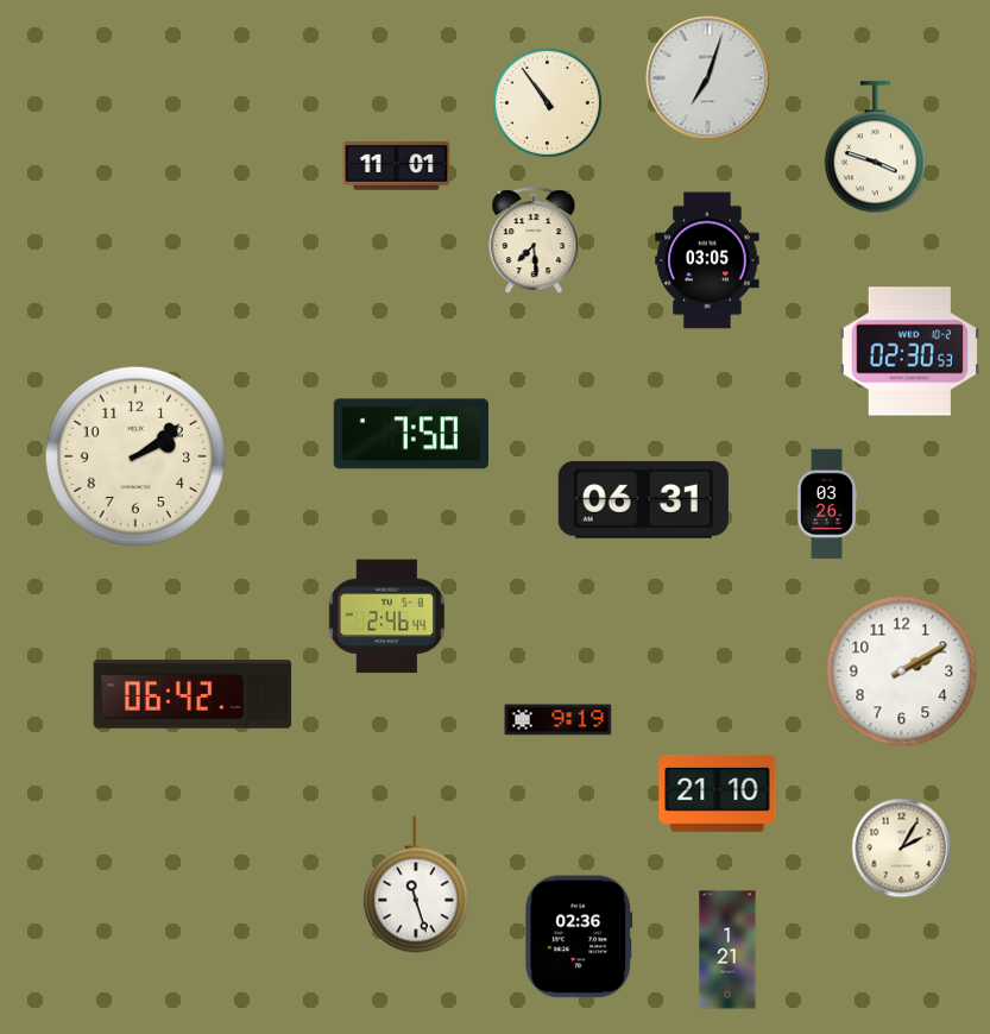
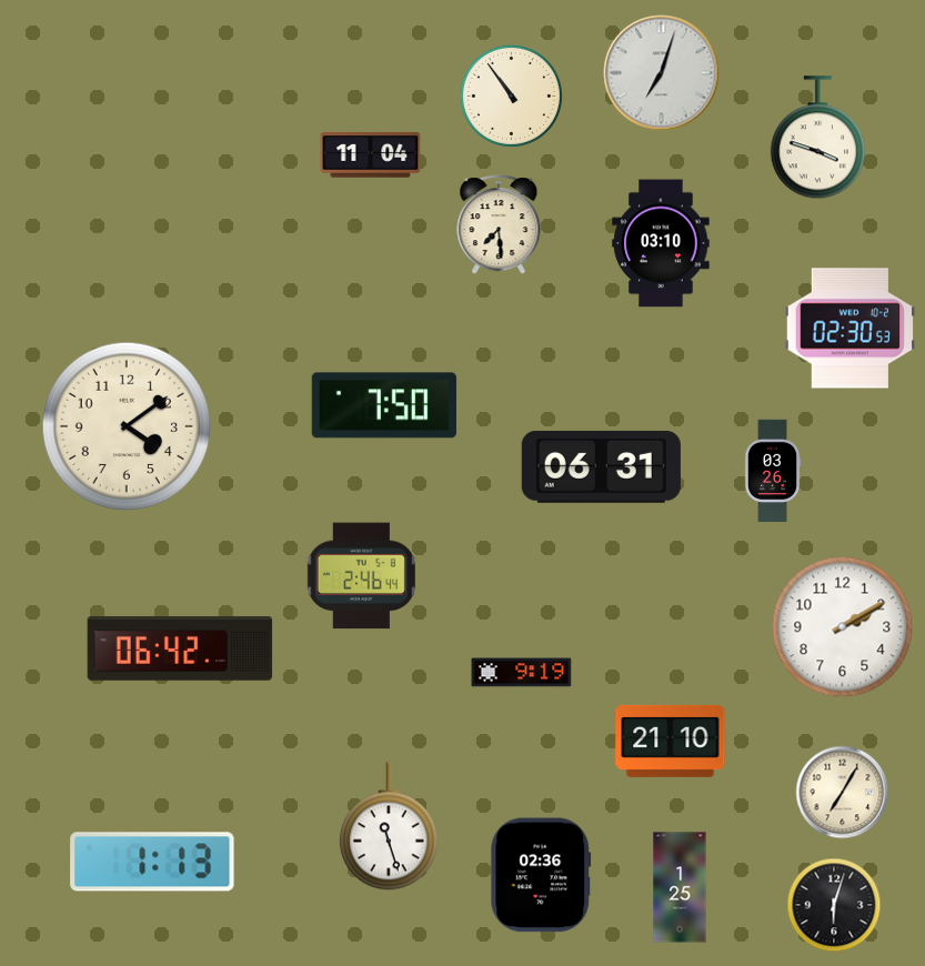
clock at (397, 166): 11:01 -> 11:04
clock at (707, 260): 03:05 -> 03:10
clock at (135, 456): 2:09 -> 4:09
clock at (902, 849): 2:05 -> 7:05
clock at (152, 862): none -> 1:13
clock at (727, 950): 1:21 -> 1:25
clock at (834, 905): none -> 6:03
